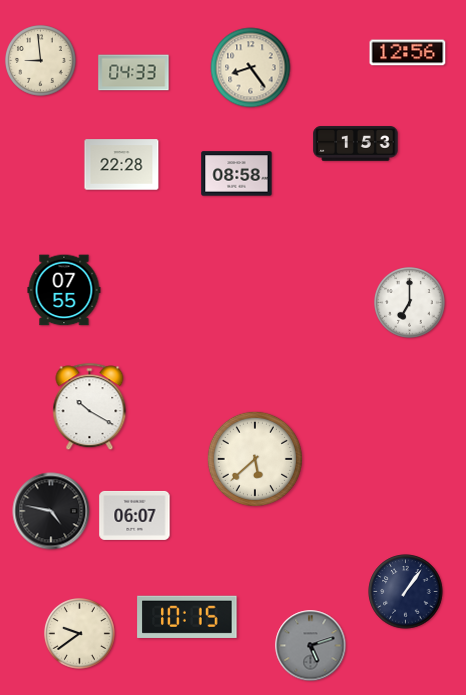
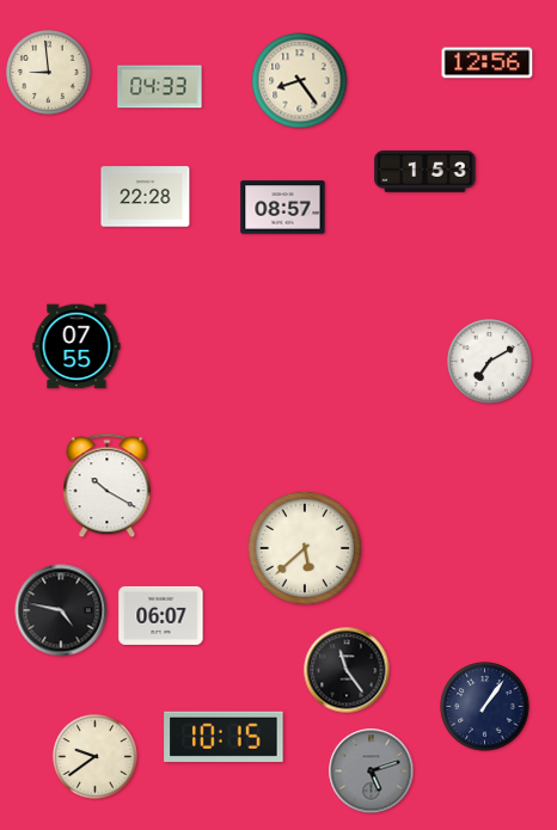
clock at (237, 174): 08:58 -> 08:57
clock at (410, 303): 7:00 -> 7:10
clock at (347, 670): none -> 11:24
